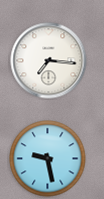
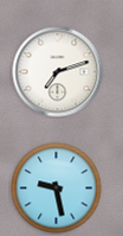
clock at (49, 61): 7:16 -> 7:12
